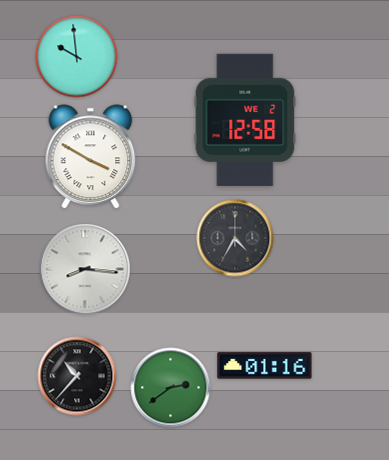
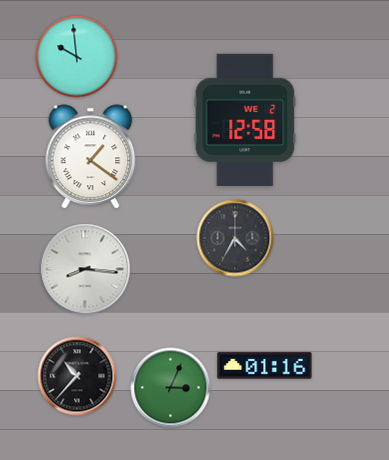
clock at (91, 157): 3:50 -> 1:21
clock at (171, 388): 2:39 -> 3:04
